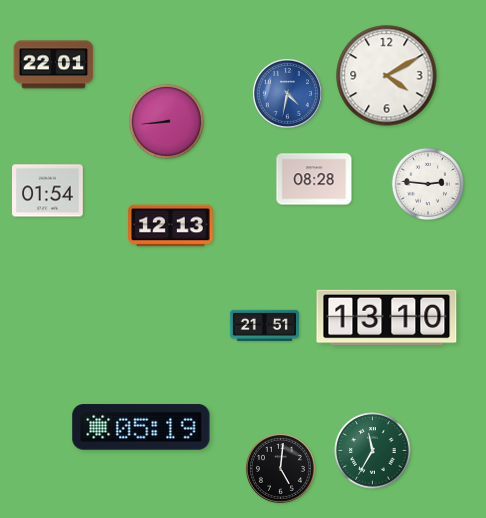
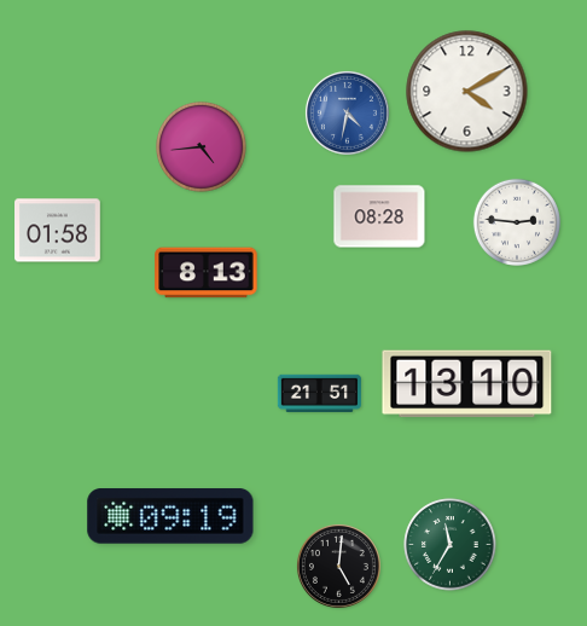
clock at (54, 65): 22:01 -> none
clock at (167, 122): 8:44 -> 4:44
clock at (48, 191): 01:54 -> 01:58
clock at (171, 226): 12:13 -> 8:13
clock at (141, 427): 05:19 -> 09:19
